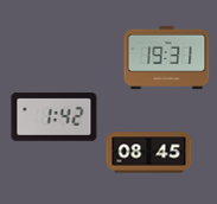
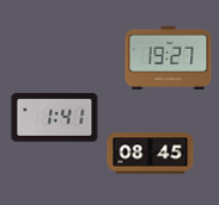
clock at (167, 58): 19:31 -> 19:27
clock at (55, 117): 1:42 -> 1:41
